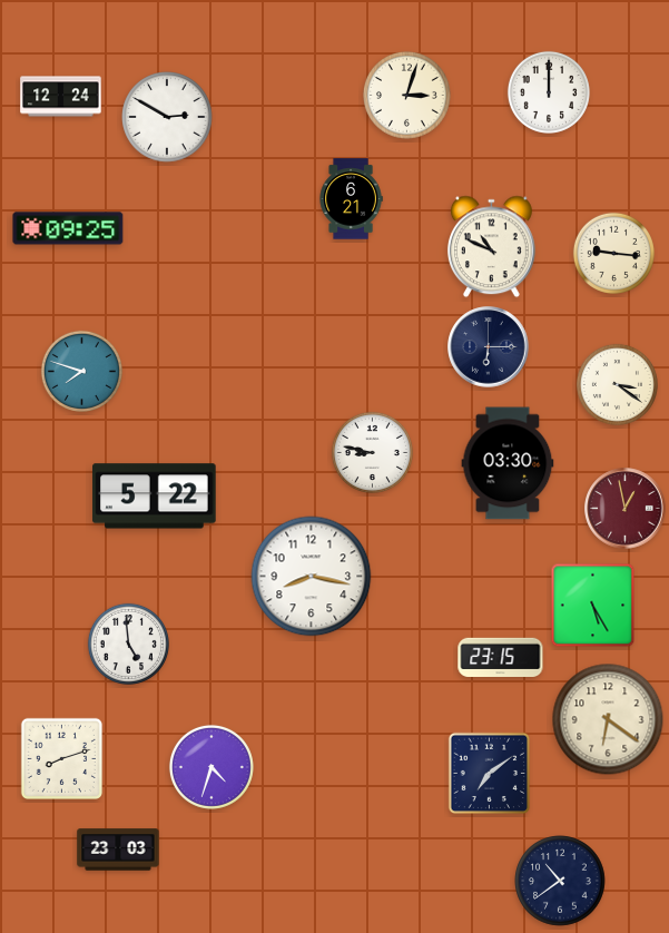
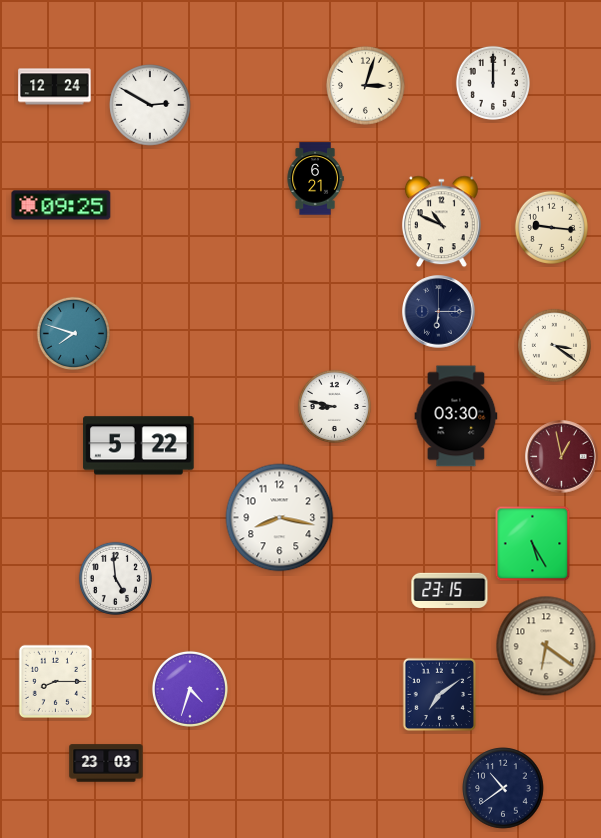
clock at (61, 758): 8:12 -> 8:15
clock at (560, 881) position: (560, 881) -> (503, 788)
